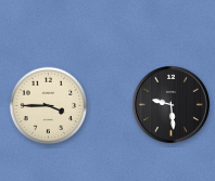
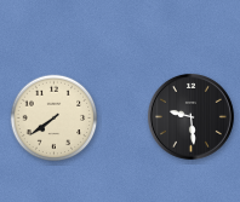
clock at (49, 106): 3:45 -> 7:39
